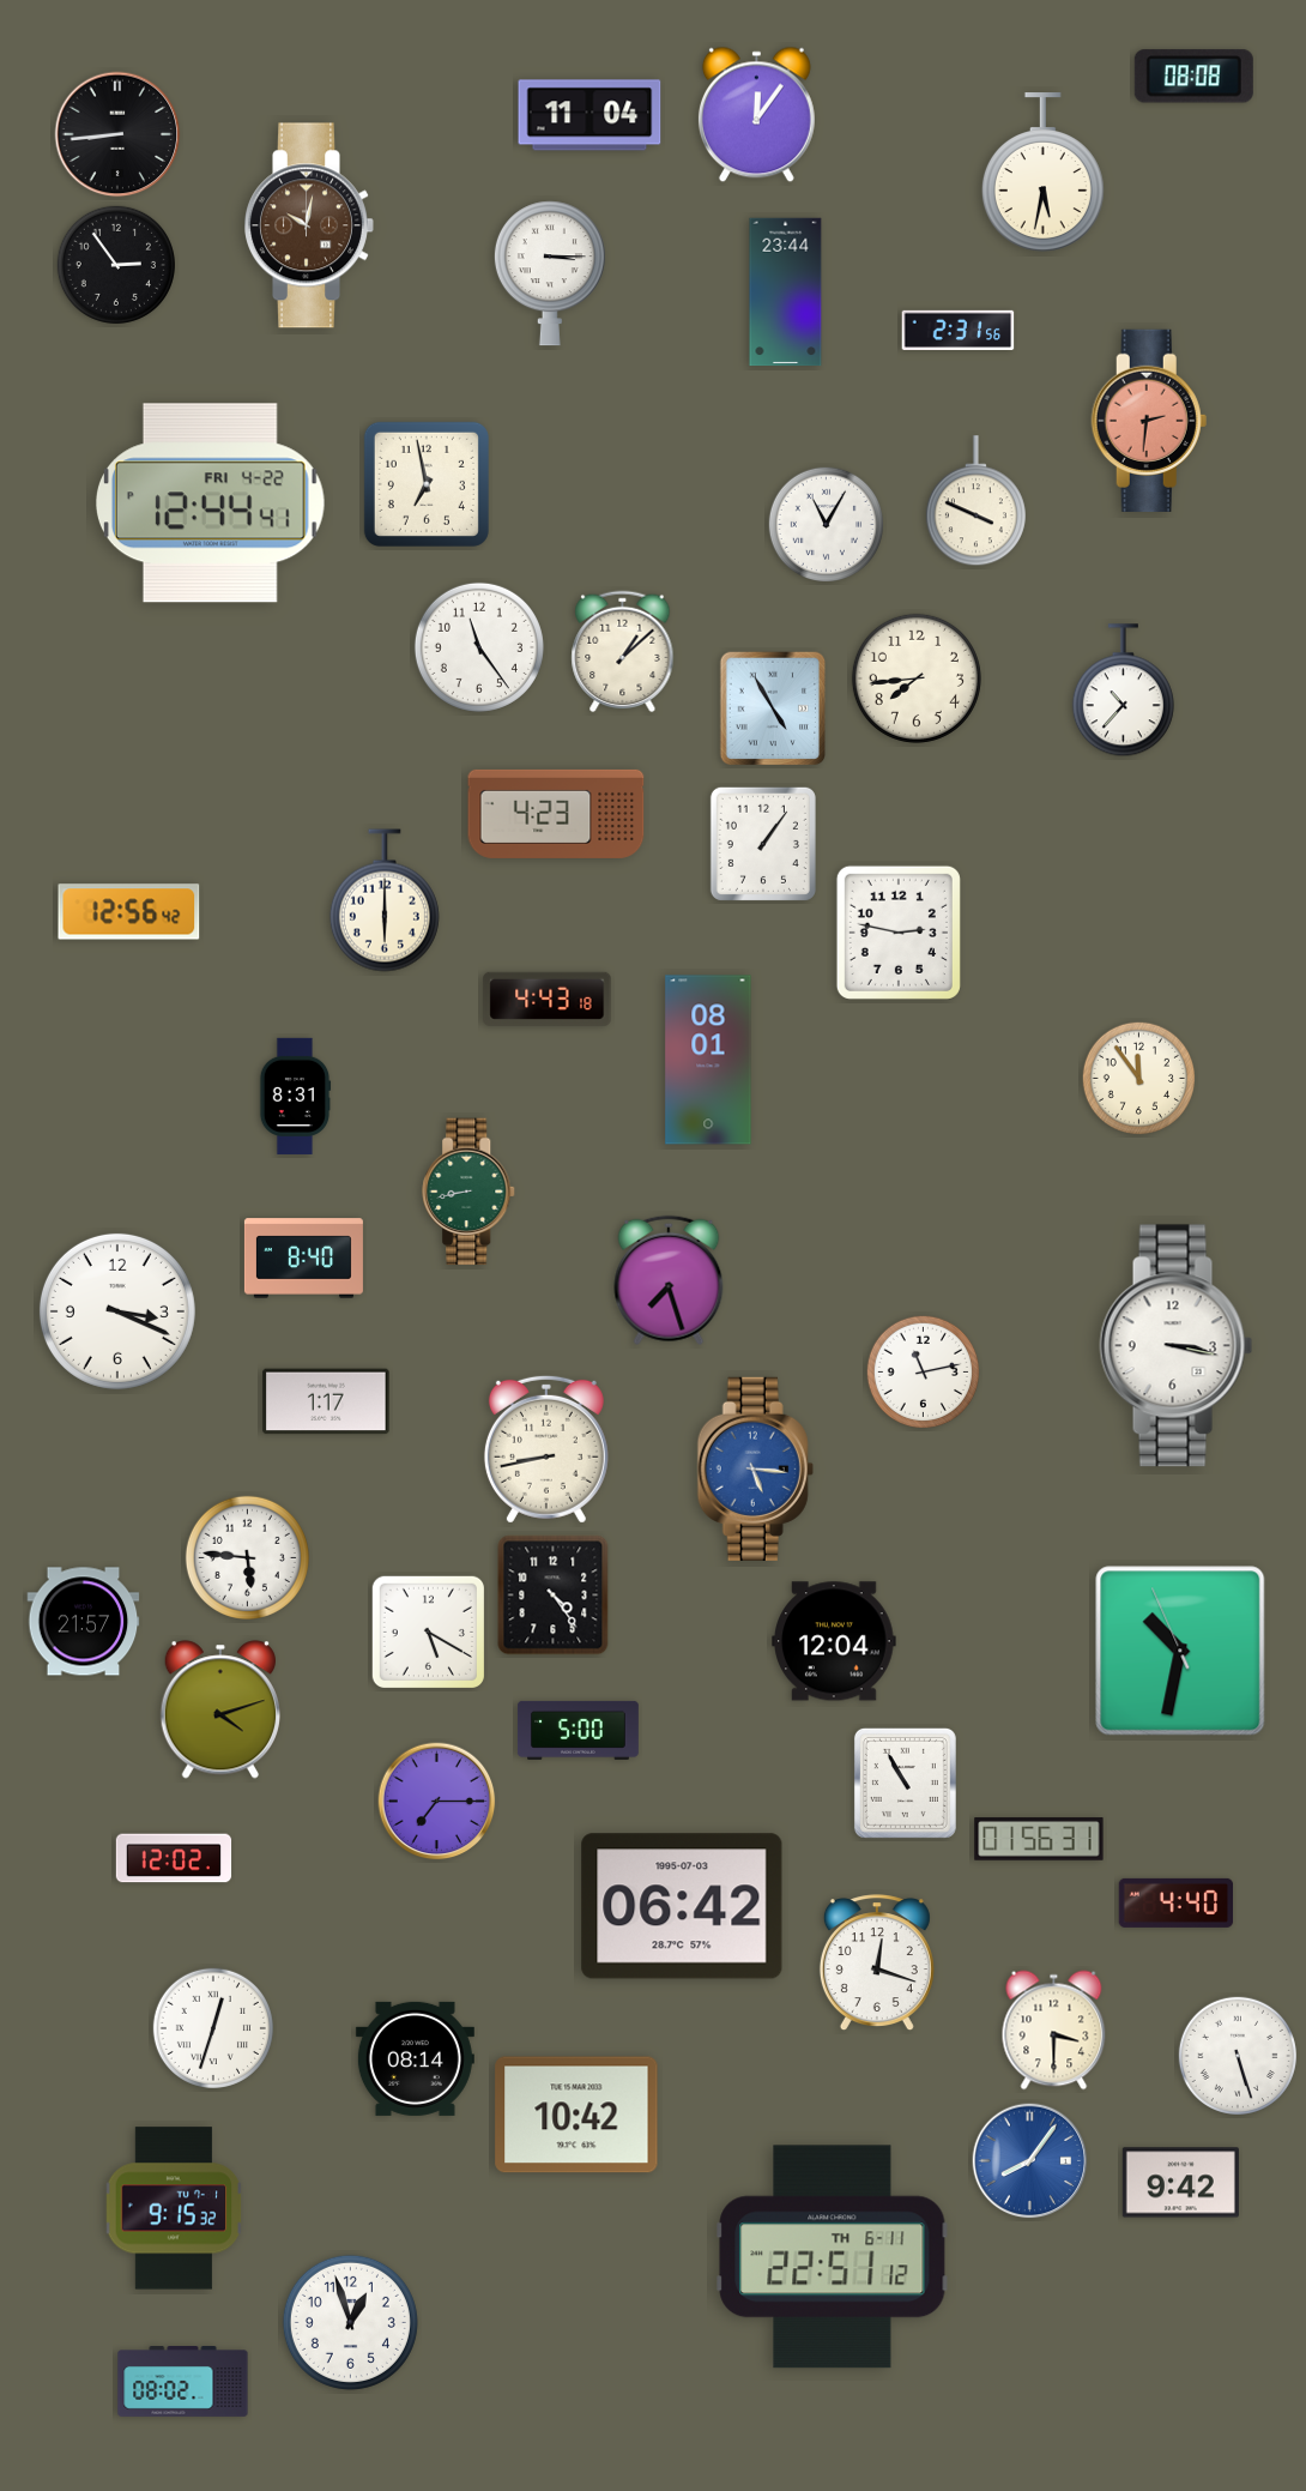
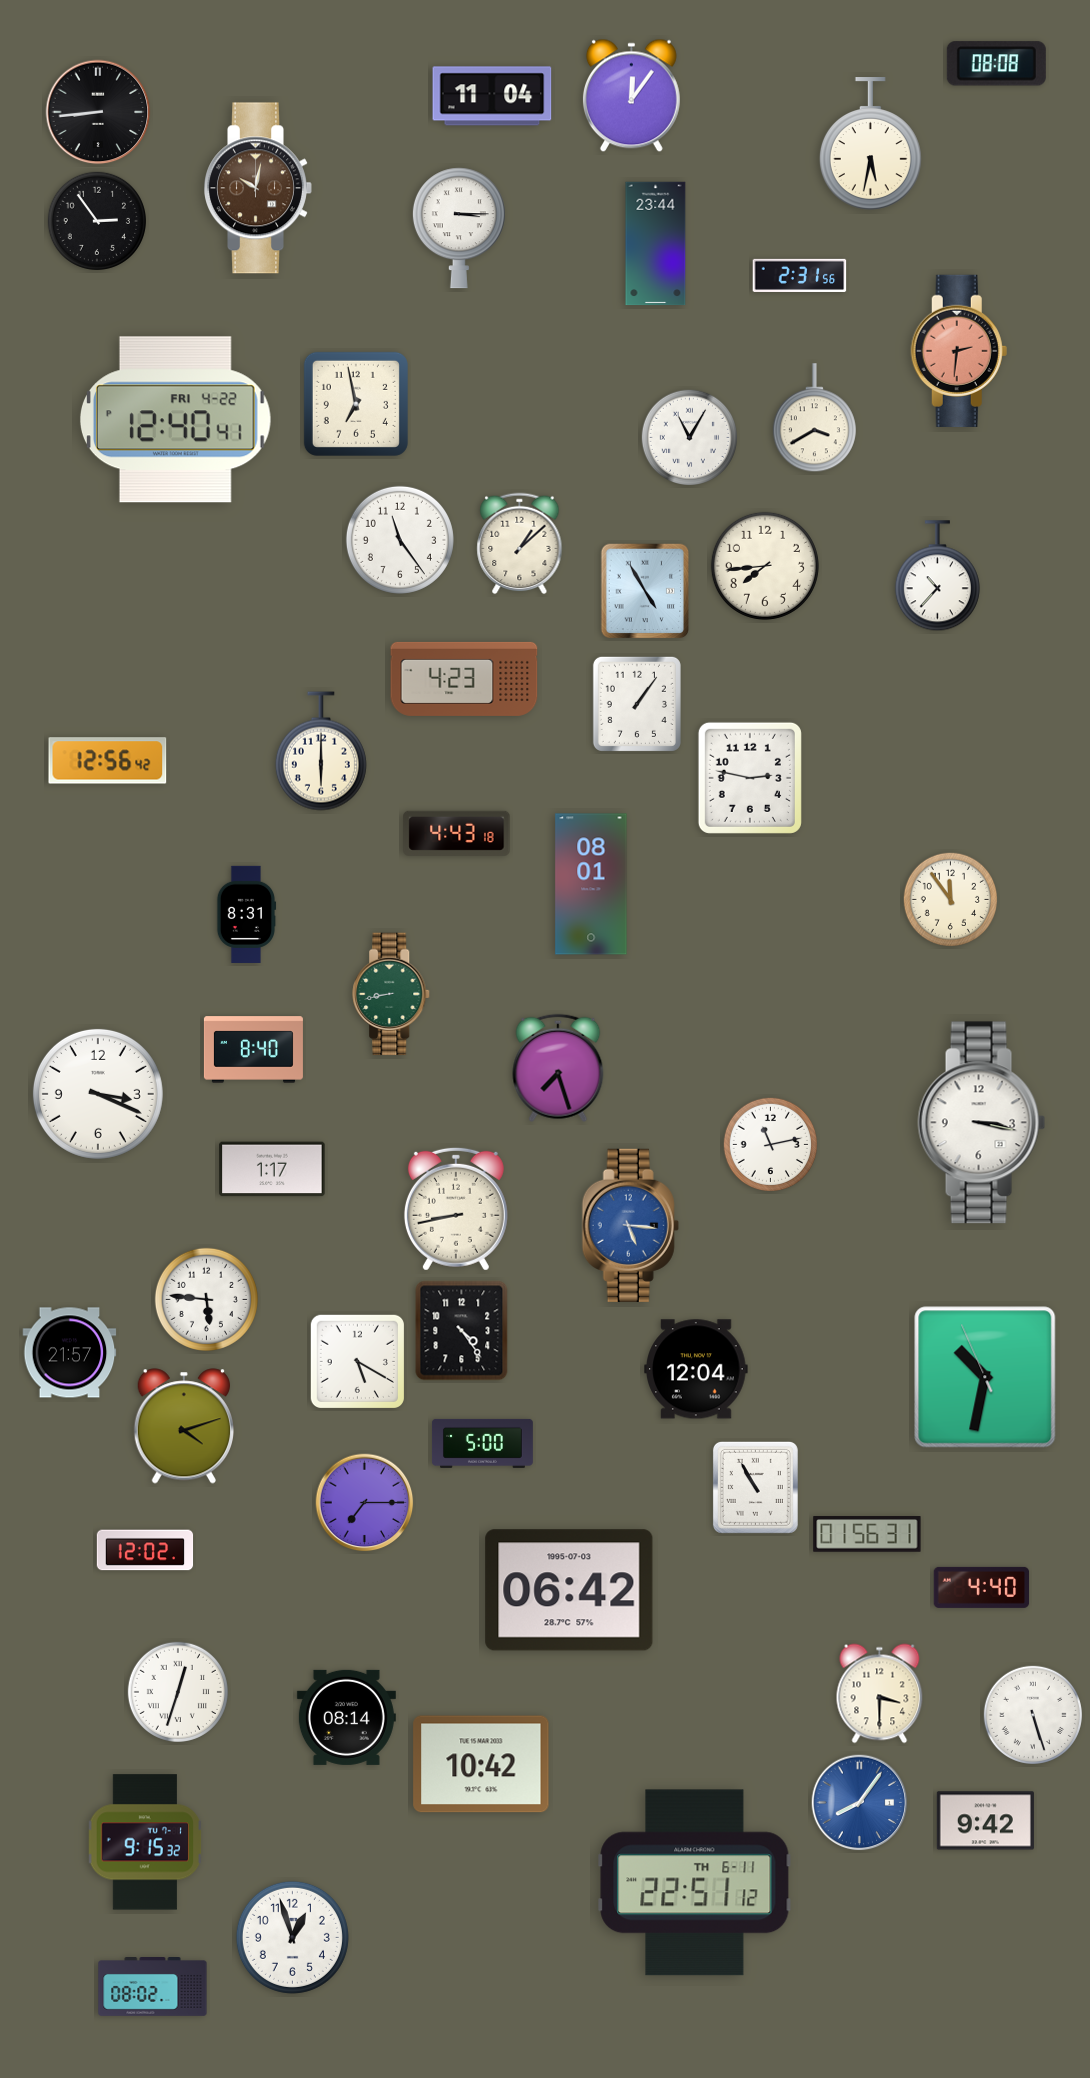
clock at (975, 501): 3:49 -> 3:40
clock at (210, 503): 12:44 -> 12:40
clock at (877, 1964): 12:18 -> none
